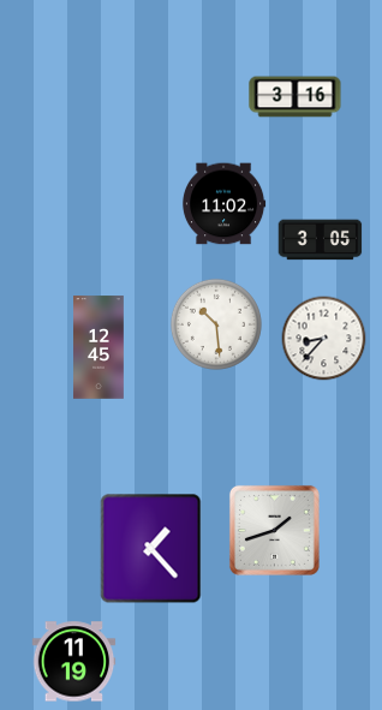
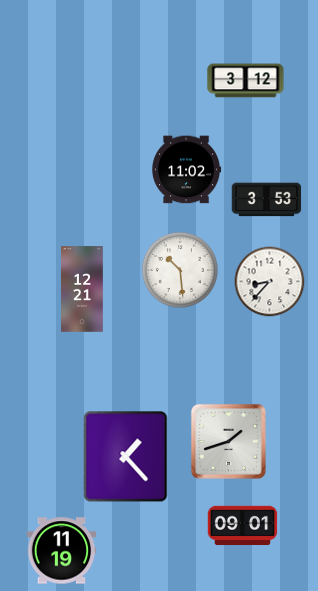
clock at (296, 97): 3:16 -> 3:12
clock at (321, 240): 3:05 -> 3:53
clock at (100, 347): 12:45 -> 12:21
clock at (243, 526): none -> 09:01
